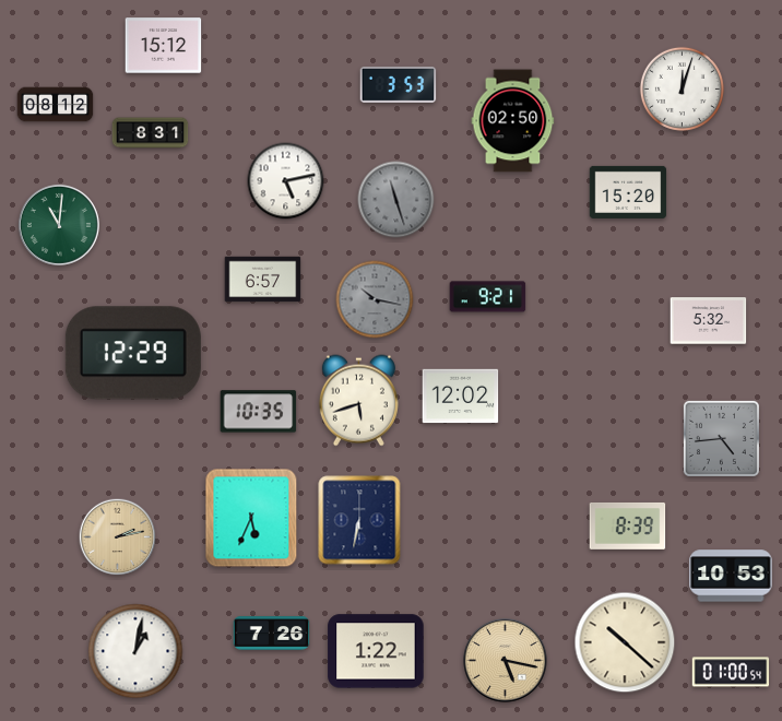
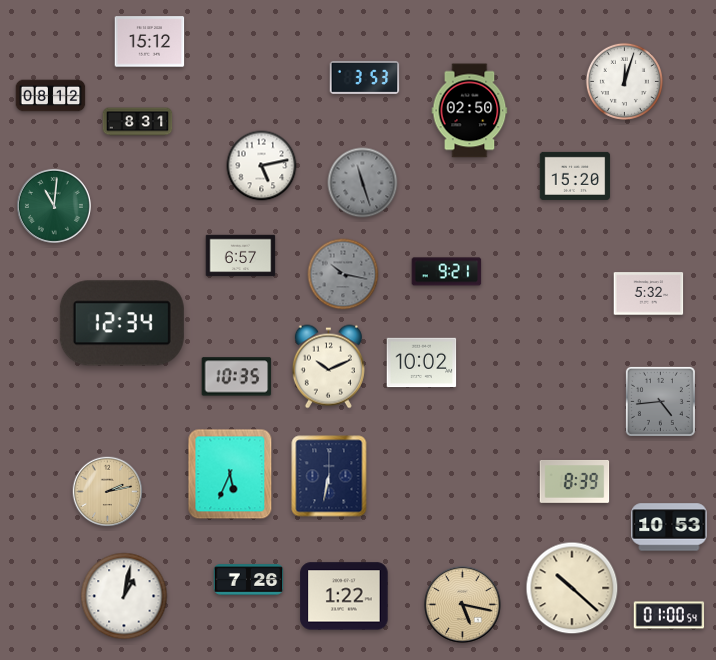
clock at (133, 353): 12:29 -> 12:34
clock at (461, 397): 12:02 -> 10:02
clock at (358, 401): 5:42 -> 10:11
